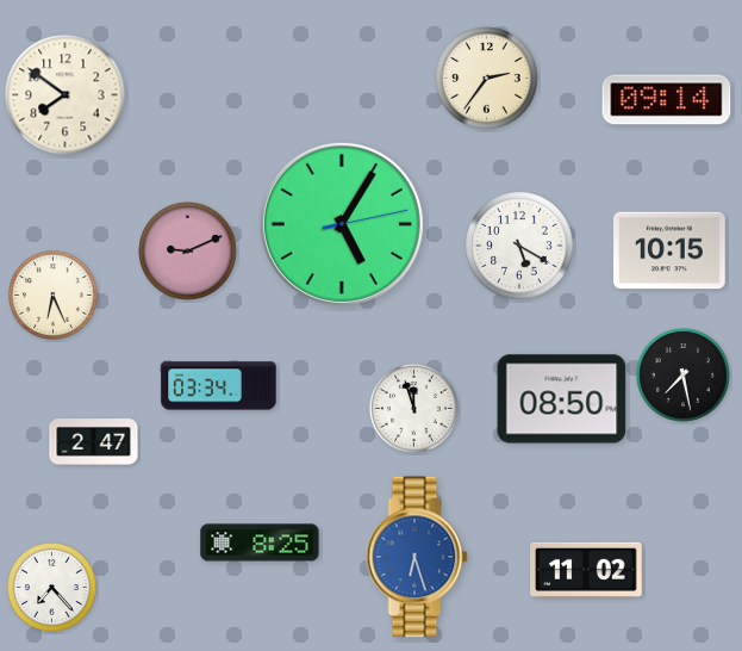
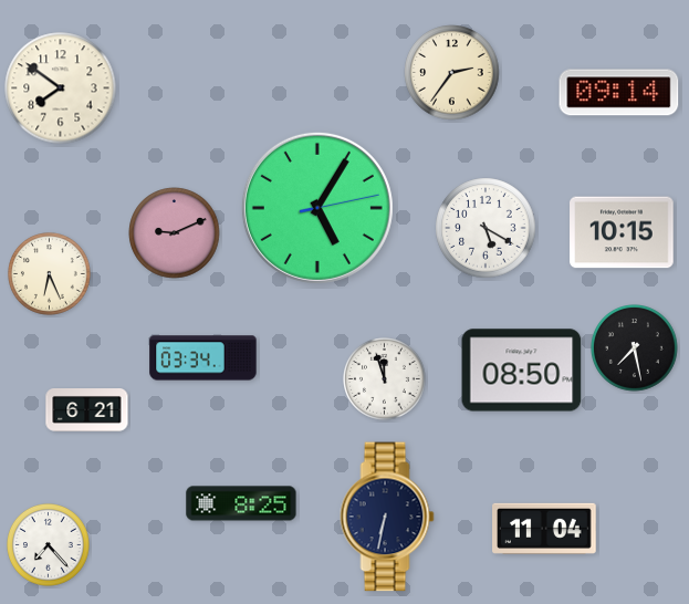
clock at (519, 246) position: (519, 246) -> (486, 228)
clock at (94, 442): 2:47 -> 6:21
clock at (417, 557): 6:27 -> 6:32
clock at (417, 557) dial: blue -> navy
clock at (586, 570): 11:02 -> 11:04
